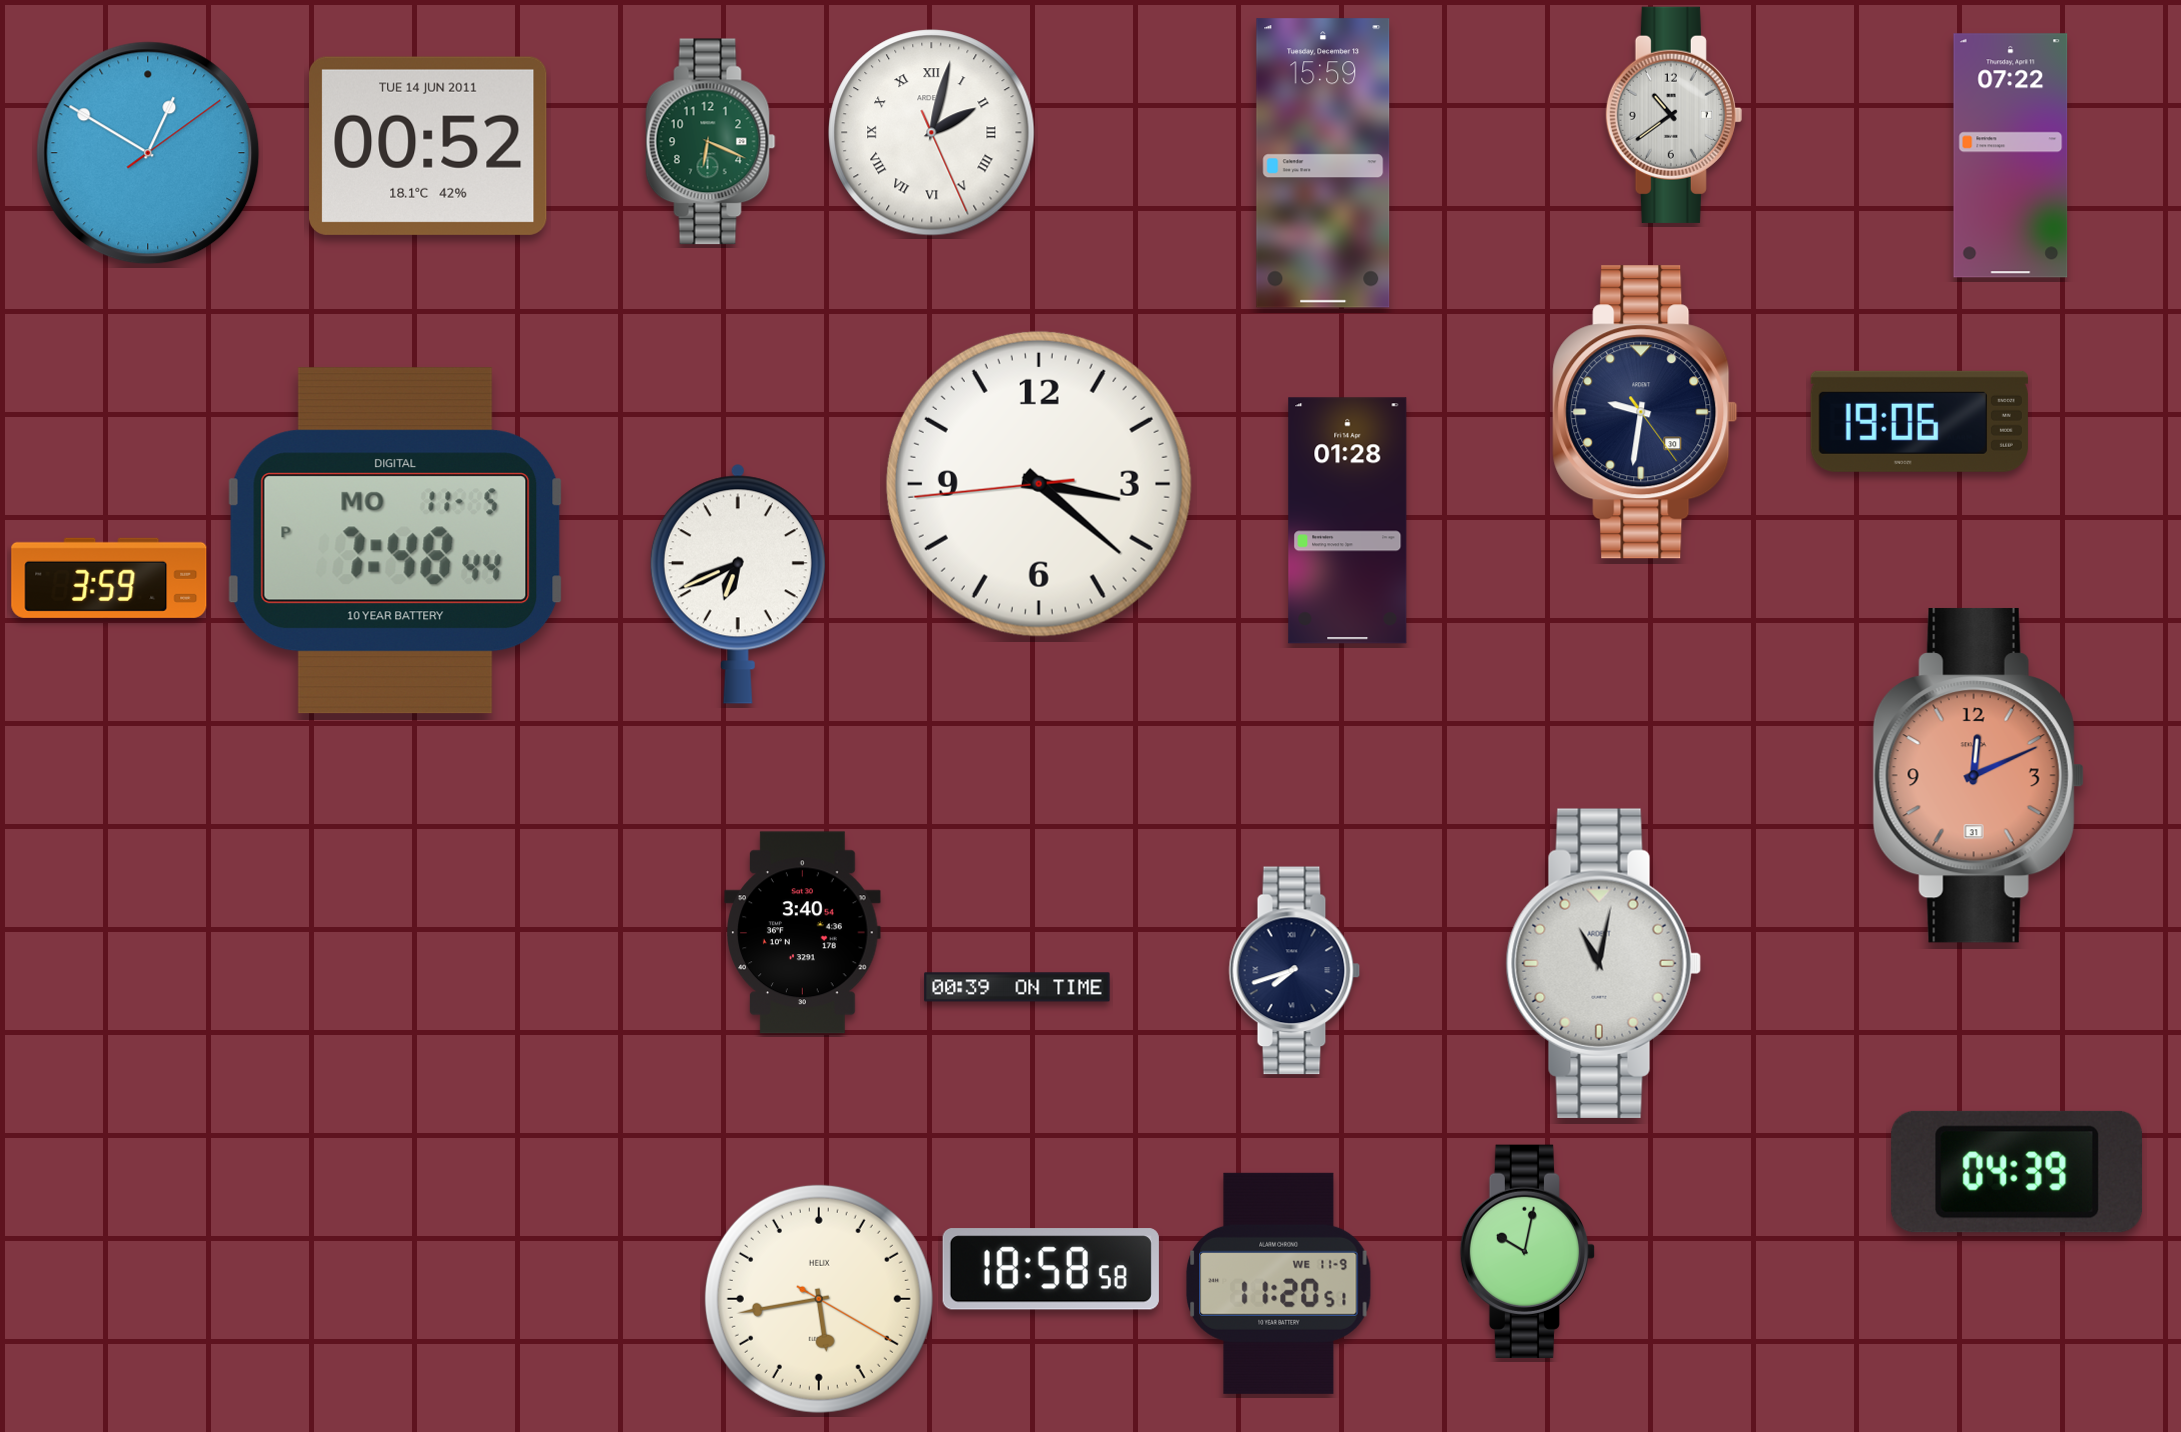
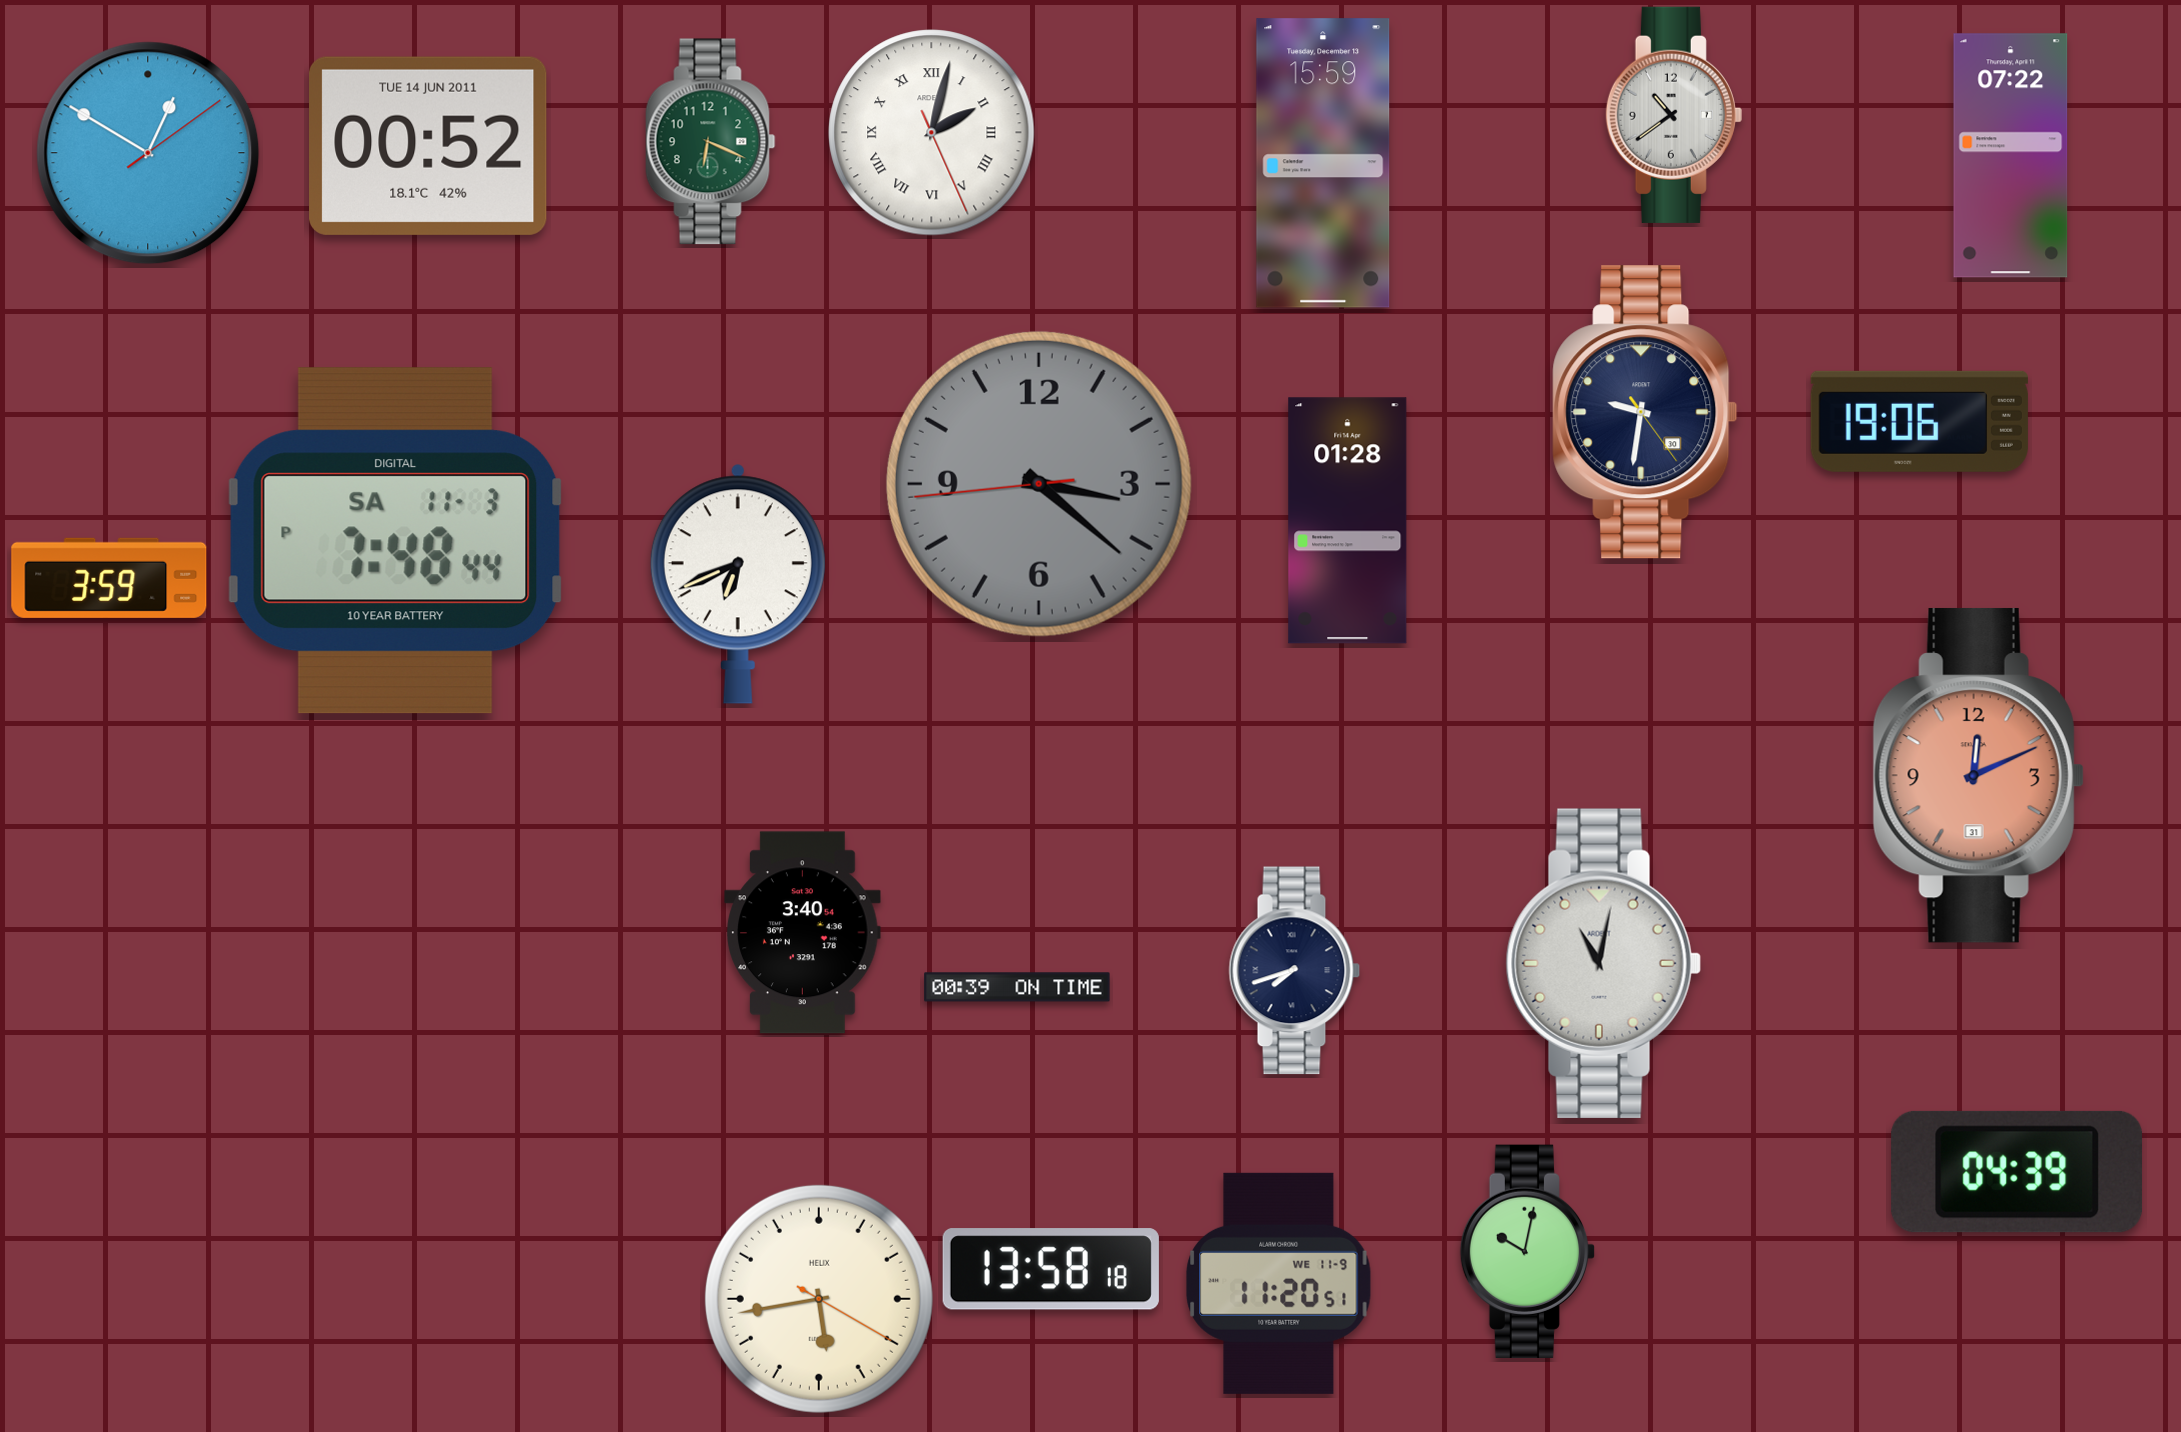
clock at (1039, 484) dial: white -> grey
clock at (395, 541) date: MO 11-5 -> SA 11-3
clock at (1051, 1269): 18:58 -> 13:58
